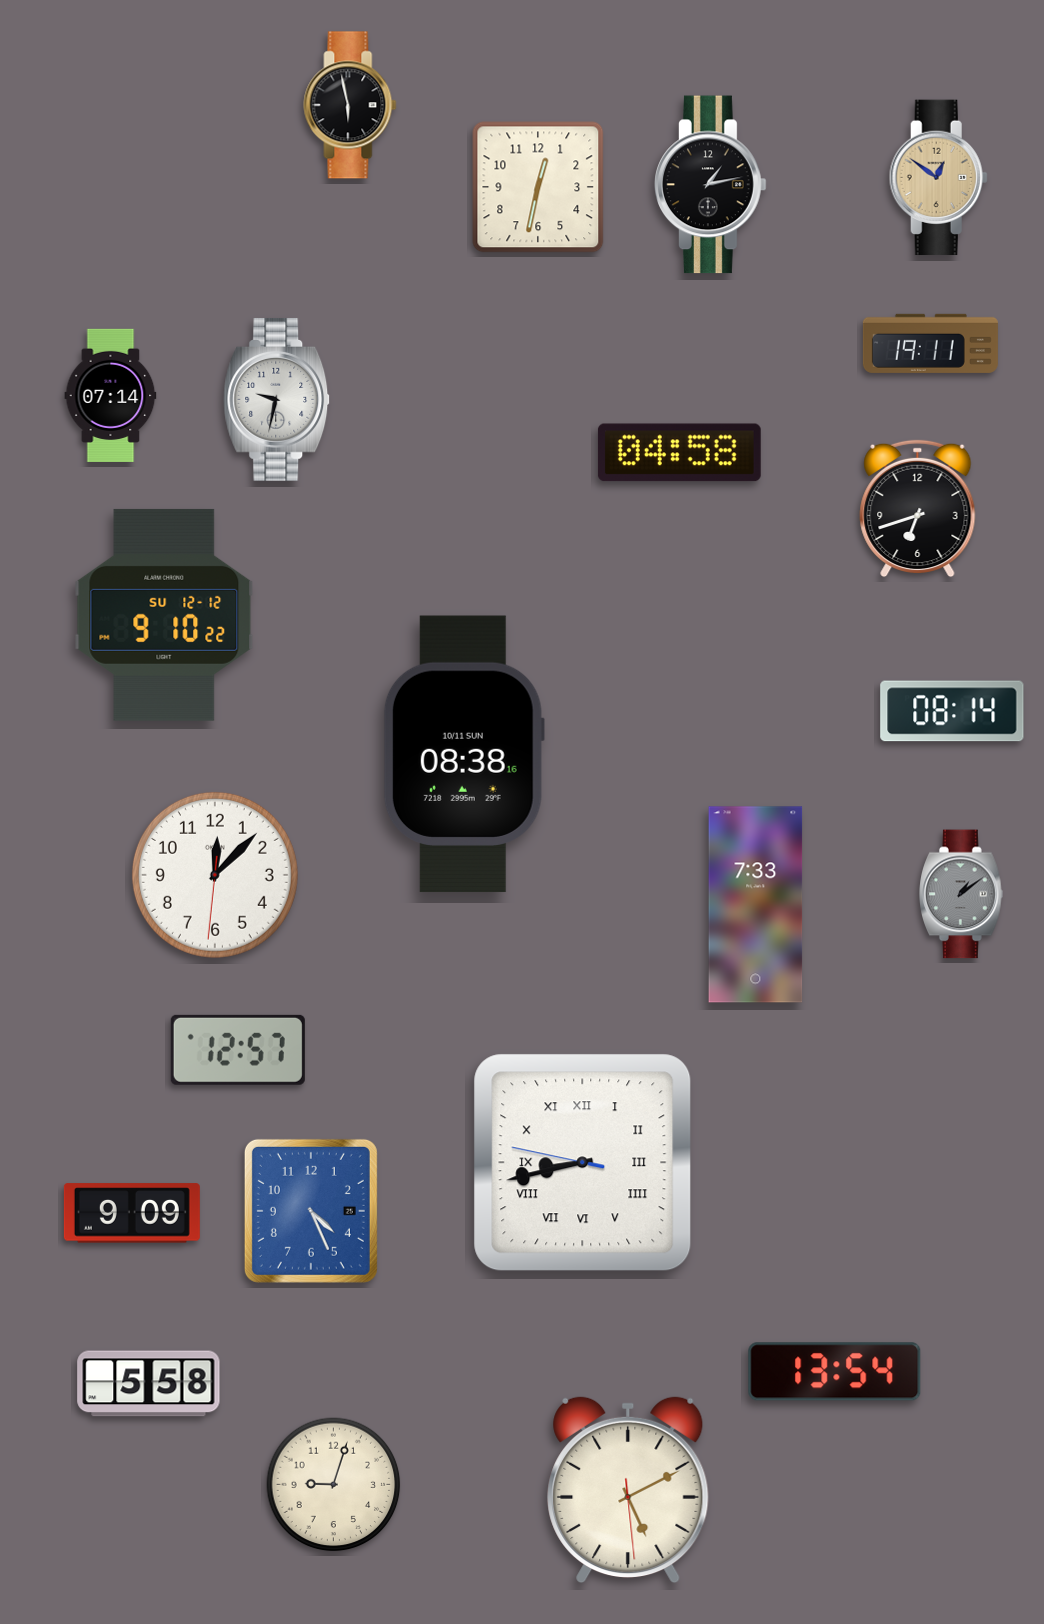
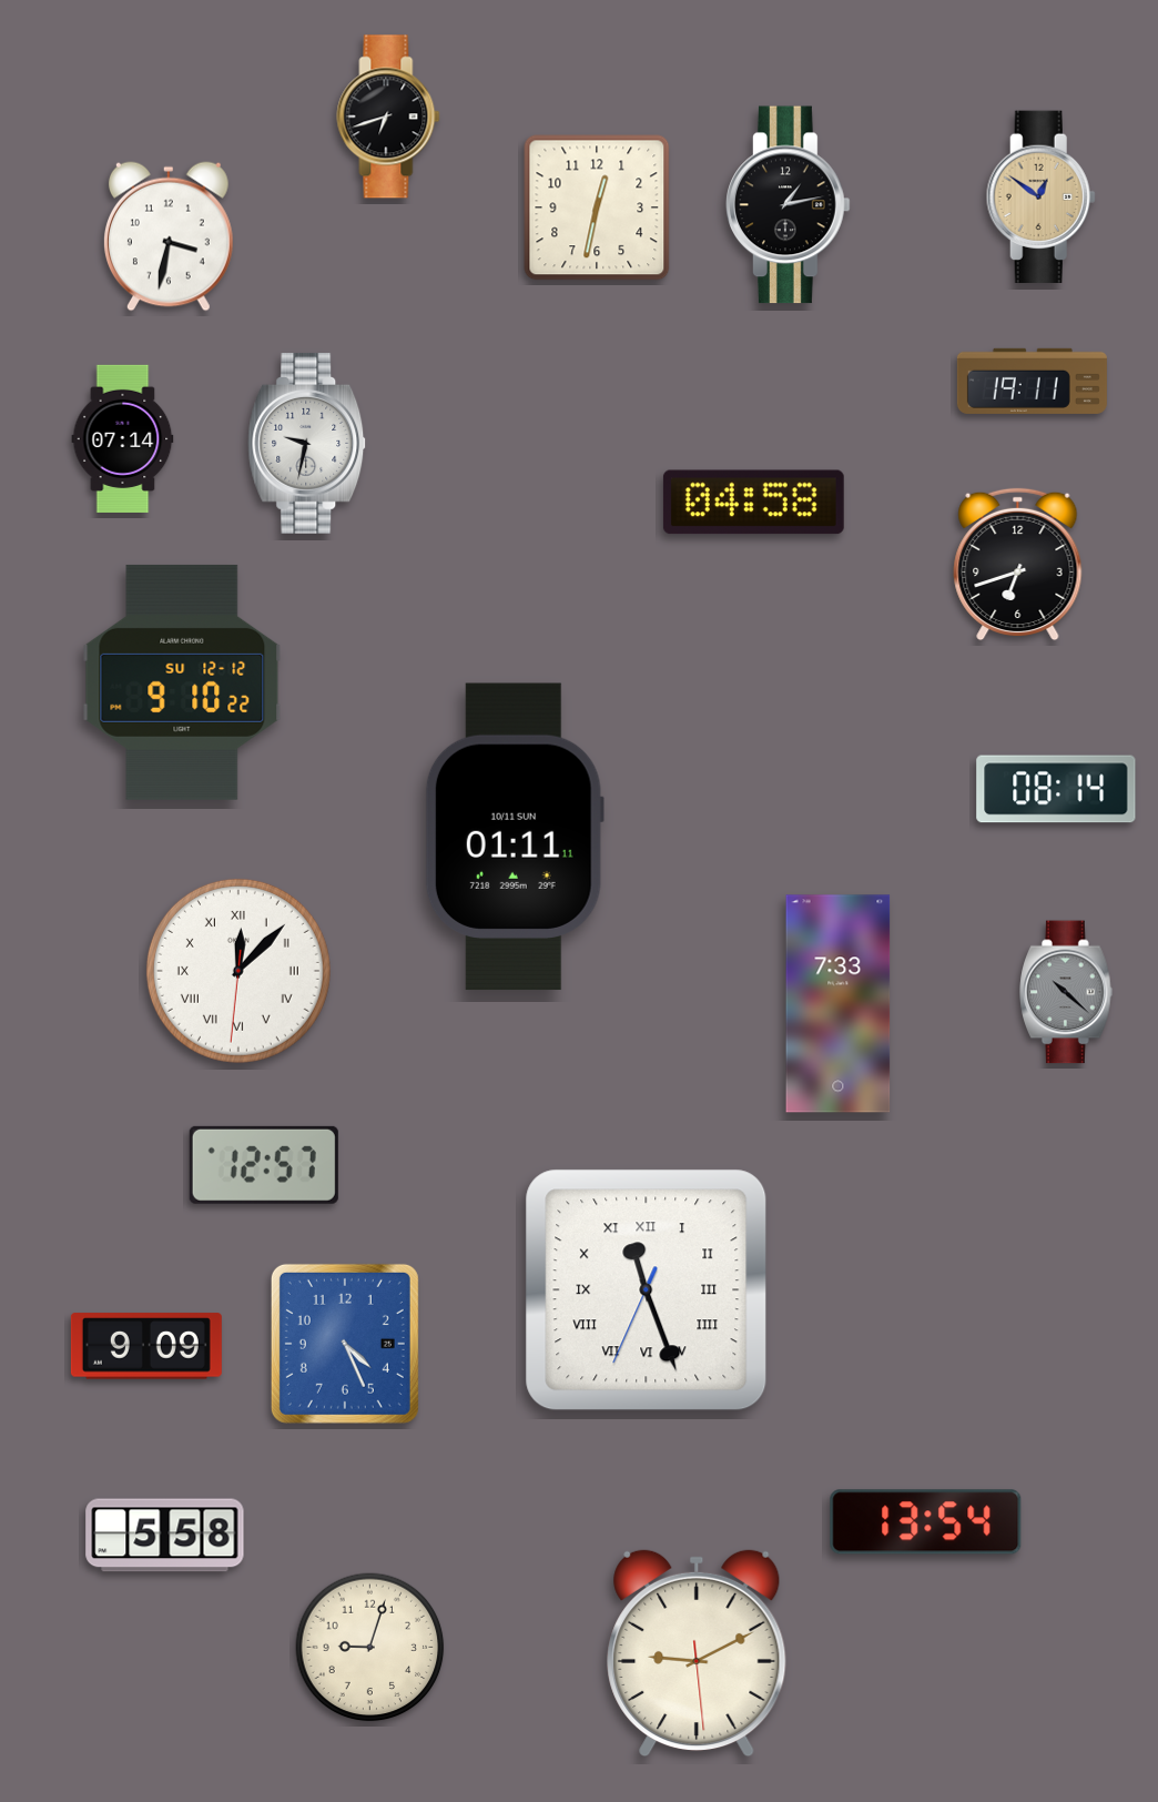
clock at (350, 105): 5:58 -> 6:42
clock at (169, 236): none -> 3:32
clock at (464, 754): 08:38 -> 01:11
clock at (215, 875) numerals: Arabic -> Roman
clock at (961, 894): 1:09 -> 10:22
clock at (583, 1163): 8:42 -> 11:26
clock at (628, 1490): 5:10 -> 9:10
